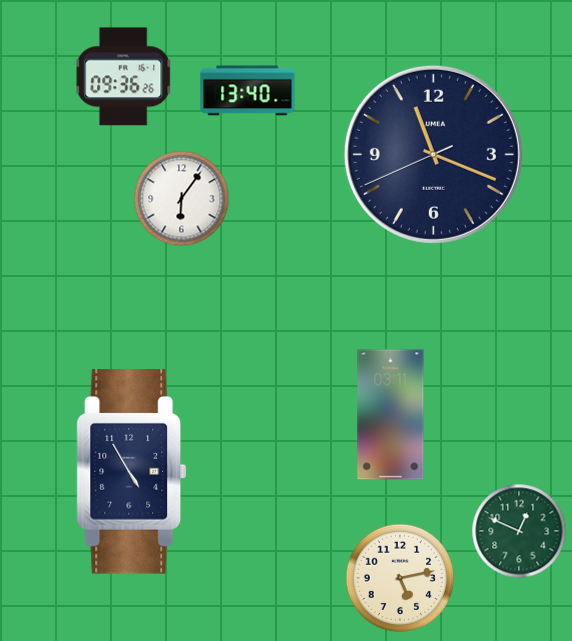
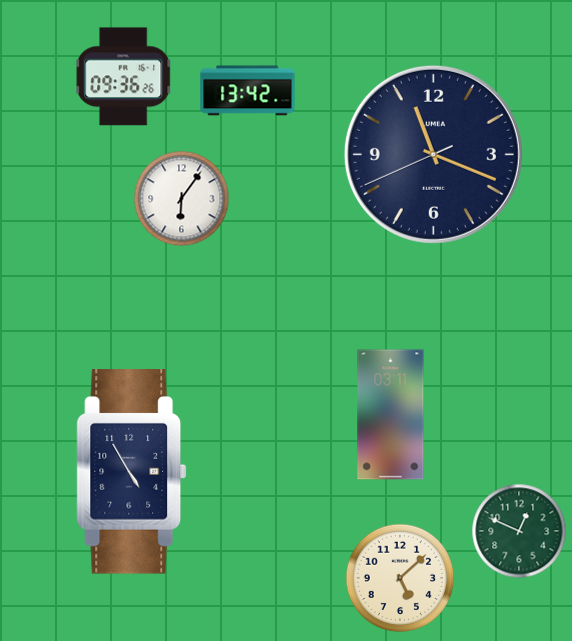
clock at (248, 91): 13:40 -> 13:42
clock at (400, 578): 5:13 -> 5:08
